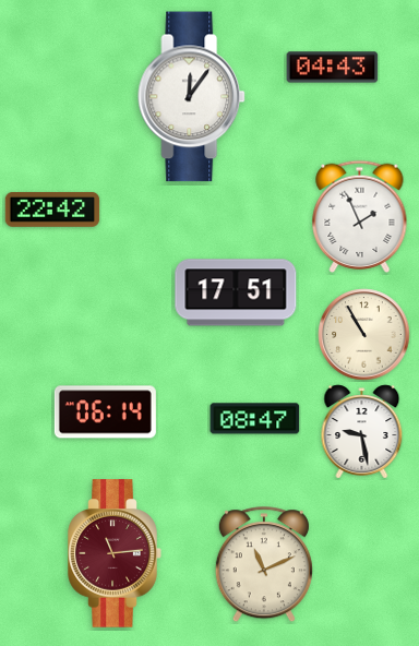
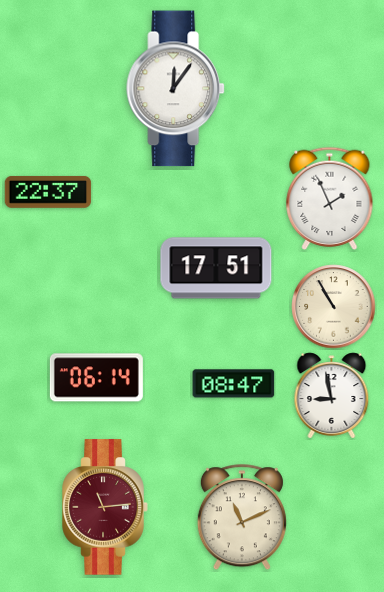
clock at (333, 68): 04:43 -> none
clock at (52, 210): 22:42 -> 22:37
clock at (362, 432): 9:28 -> 8:58
